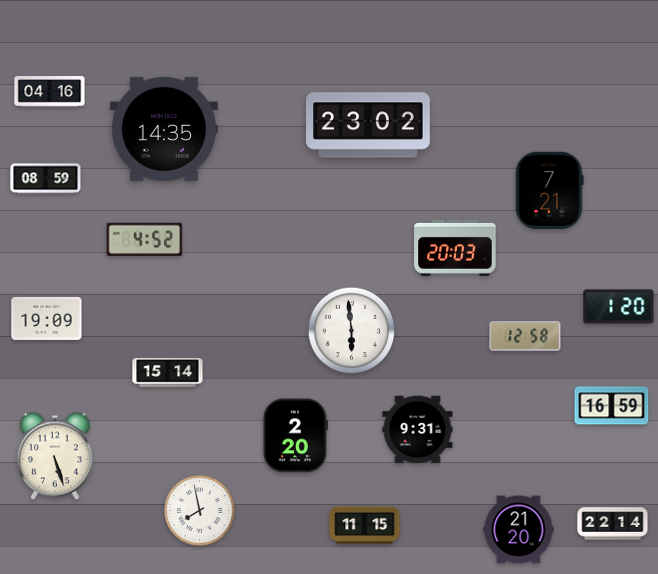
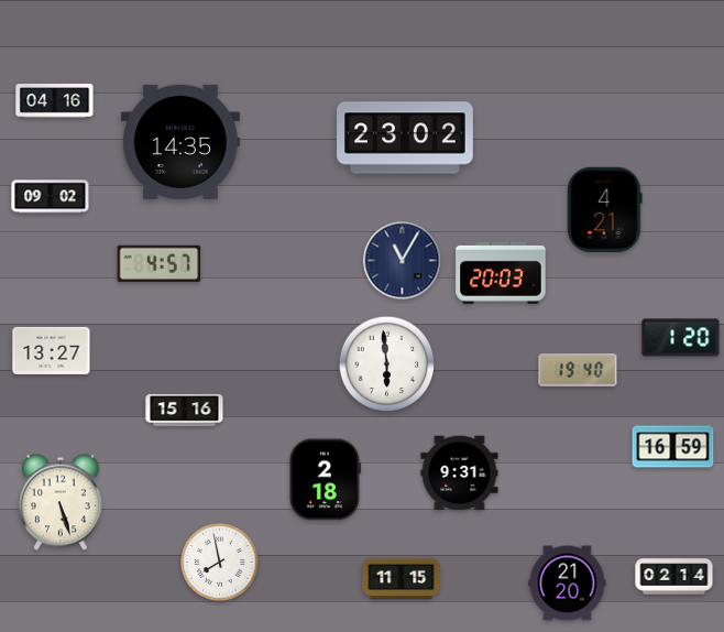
clock at (46, 179): 08:59 -> 09:02
clock at (550, 190): 7:21 -> 4:21
clock at (403, 261): none -> 11:05
clock at (145, 239): 4:52 -> 4:57
clock at (47, 318): 19:09 -> 13:27
clock at (525, 336): 12:58 -> 19:40
clock at (168, 372): 15:14 -> 15:16
clock at (295, 436): 2:20 -> 2:18
clock at (613, 524): 22:14 -> 02:14
clock at (519, 530) position: (519, 530) -> (568, 584)
